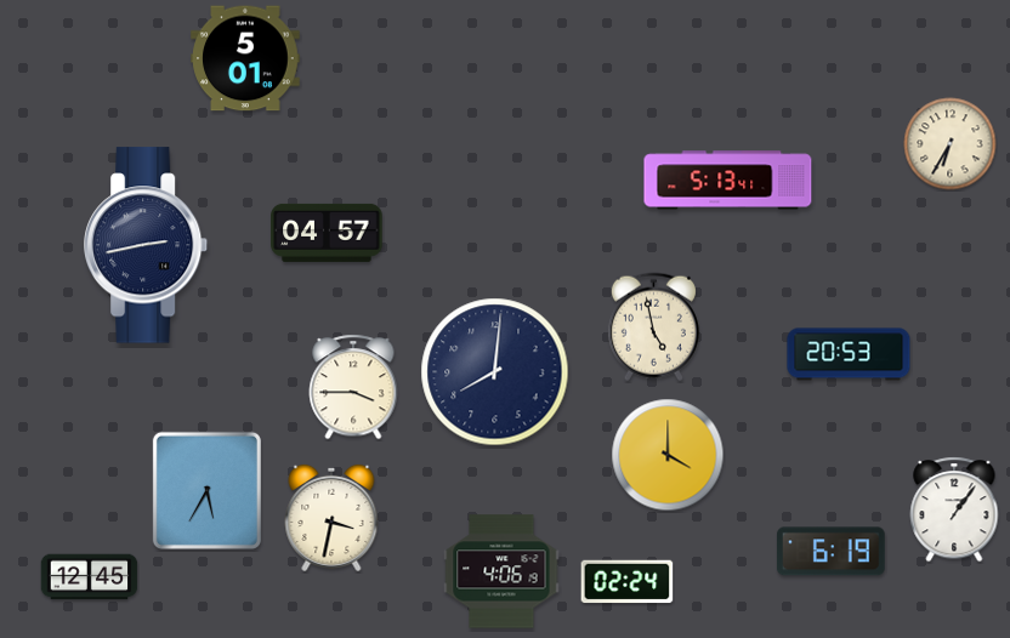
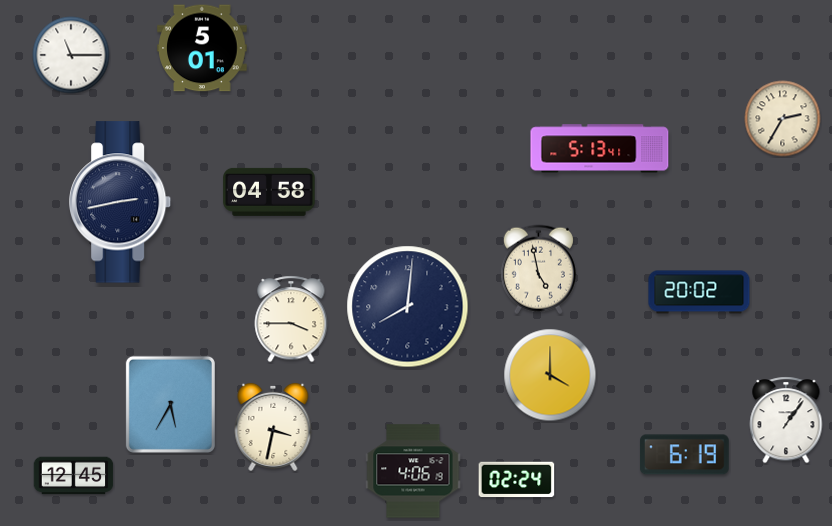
clock at (71, 55): none -> 11:15
clock at (951, 144): 6:35 -> 2:35
clock at (327, 233): 04:57 -> 04:58
clock at (849, 354): 20:53 -> 20:02
